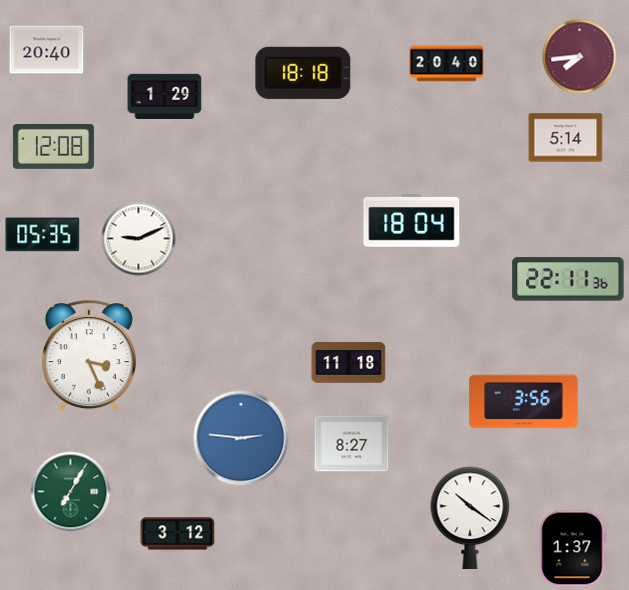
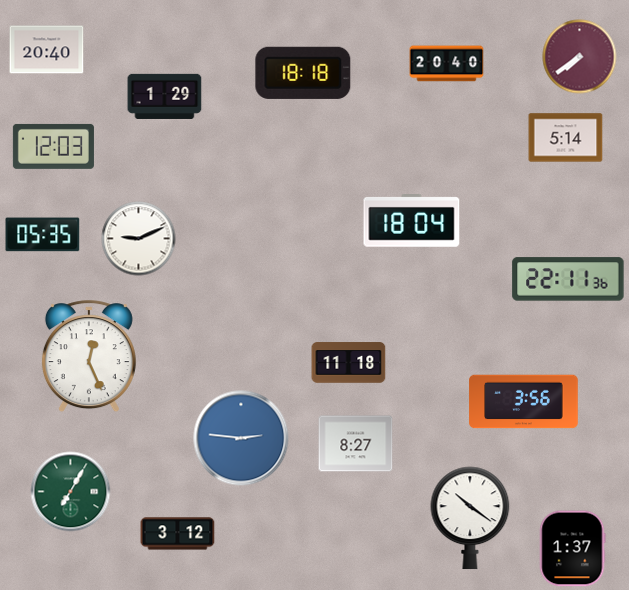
clock at (580, 57): 7:44 -> 7:39
clock at (53, 146): 12:08 -> 12:03
clock at (89, 357): 3:26 -> 12:26
clock at (352, 444) position: (352, 444) -> (356, 444)
